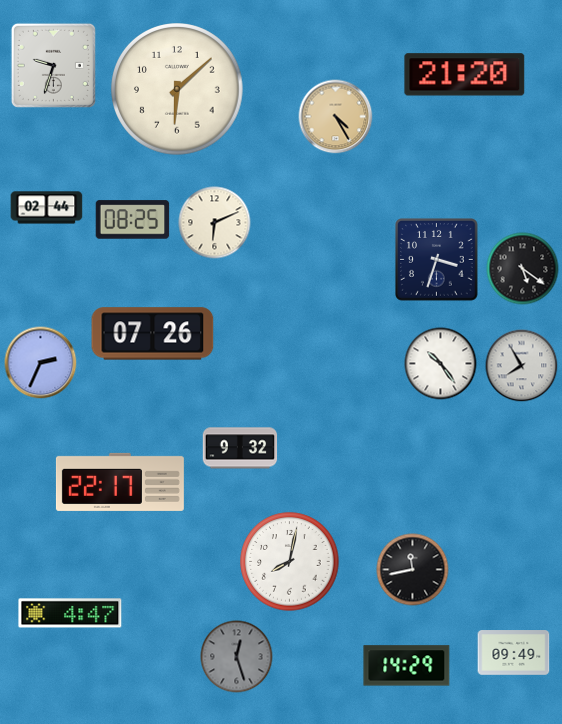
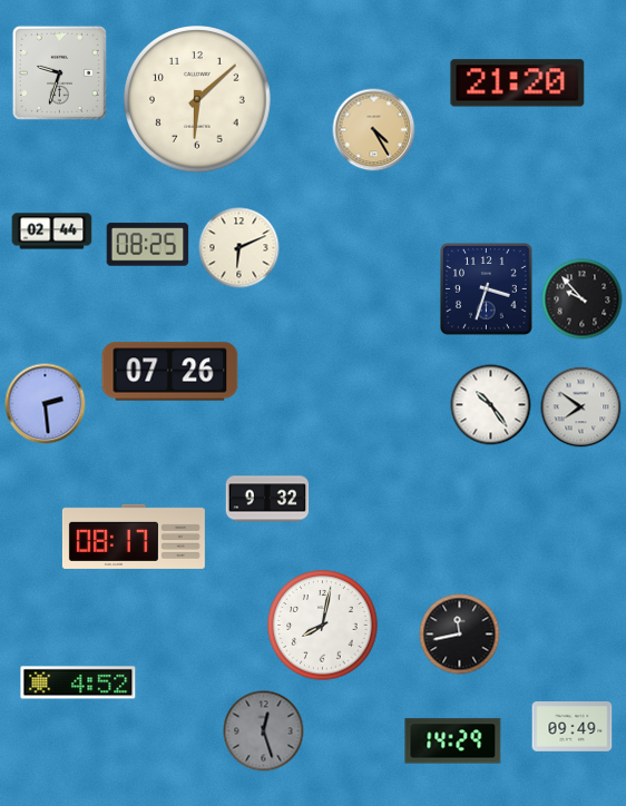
clock at (523, 269): 5:21 -> 9:53
clock at (41, 363): 2:34 -> 2:29
clock at (522, 366): 7:55 -> 7:51
clock at (120, 482): 22:17 -> 08:17
clock at (70, 613): 4:47 -> 4:52
